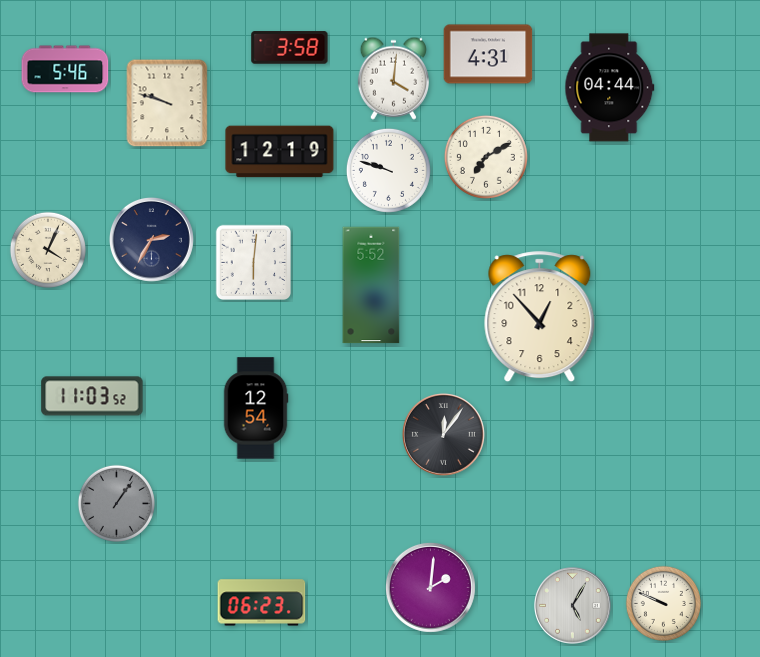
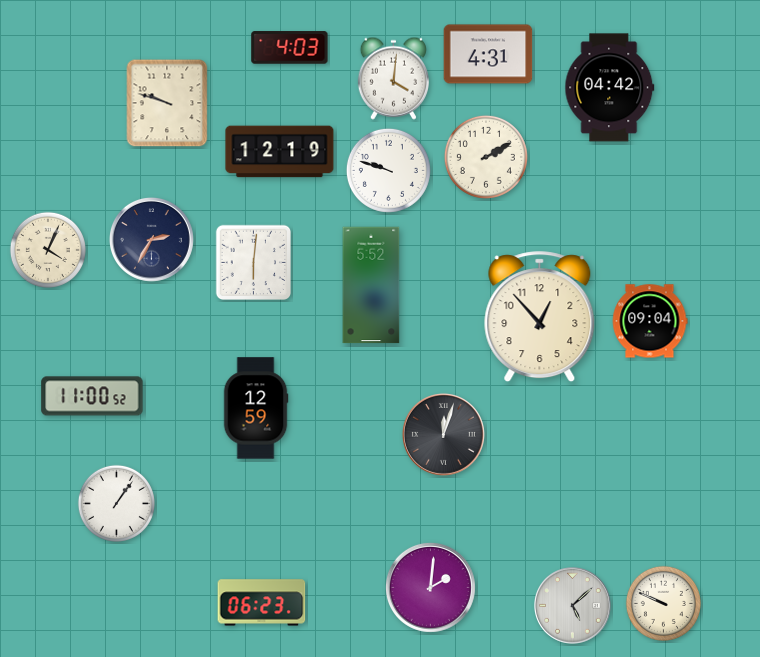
clock at (290, 48): 3:58 -> 4:03
clock at (65, 69): 5:46 -> none
clock at (610, 88): 04:44 -> 04:42
clock at (486, 157): 7:10 -> 2:10
clock at (650, 321): none -> 09:04
clock at (92, 396): 11:03 -> 11:00
clock at (256, 408): 12:54 -> 12:59
clock at (443, 434): 12:06 -> 12:03
clock at (116, 503) dial: grey -> white
clock at (573, 606): 5:05 -> 5:08
